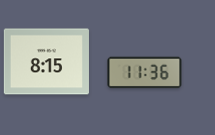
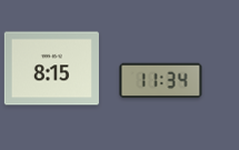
clock at (145, 73): 11:36 -> 11:34
